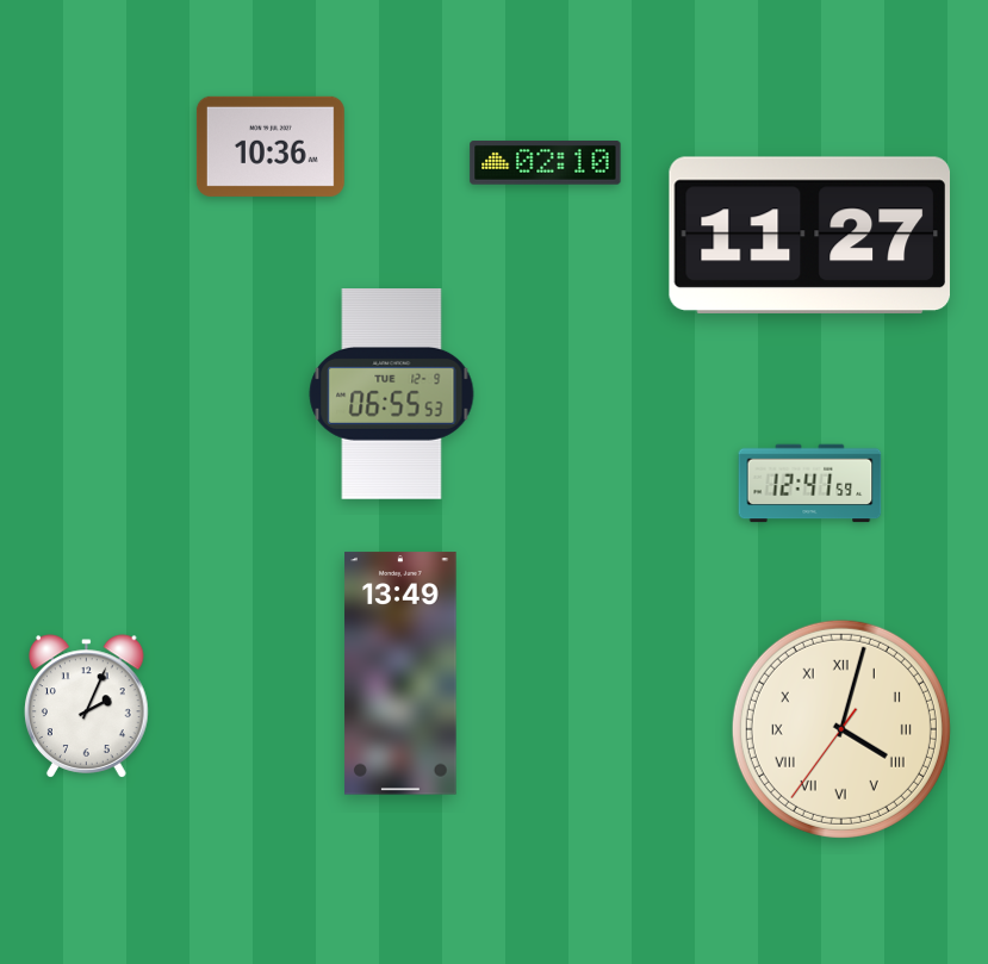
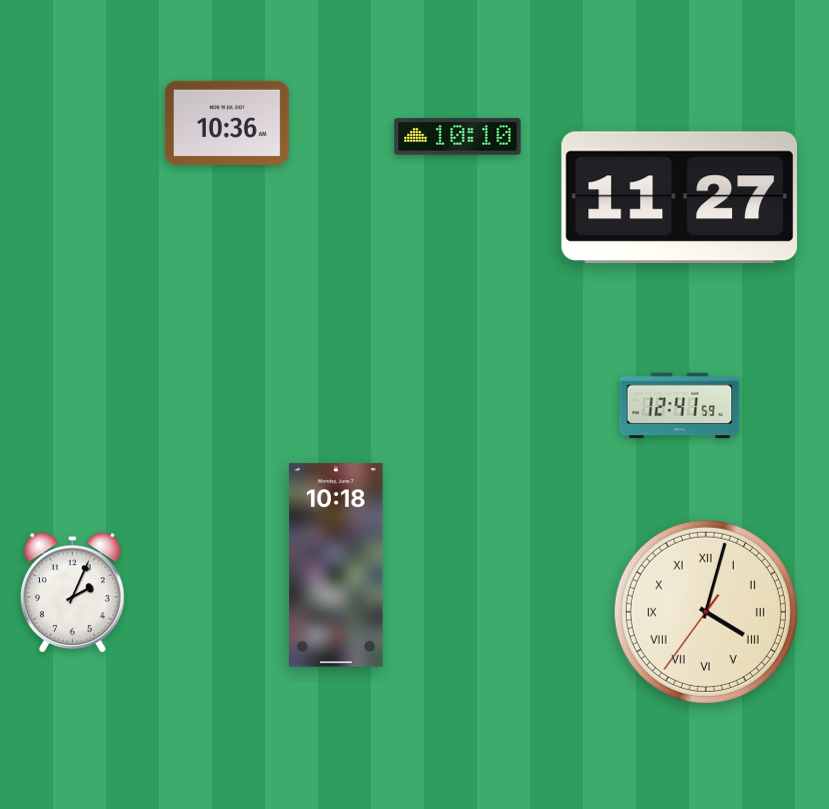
clock at (546, 163): 02:10 -> 10:10
clock at (392, 394): 06:55 -> none
clock at (400, 673): 13:49 -> 10:18
